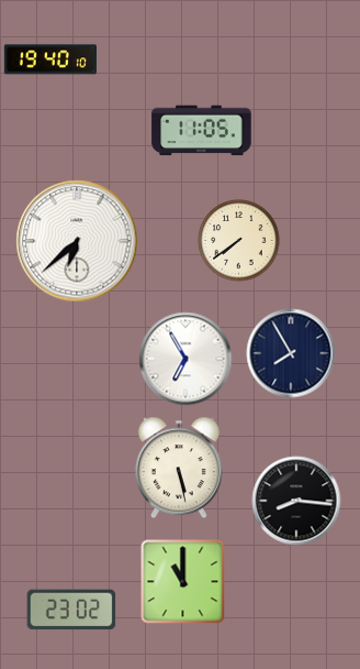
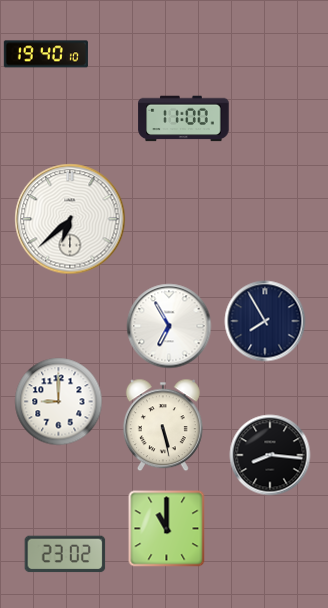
clock at (202, 131): 11:05 -> 11:00
clock at (239, 241): 7:39 -> none
clock at (59, 402): none -> 9:00
